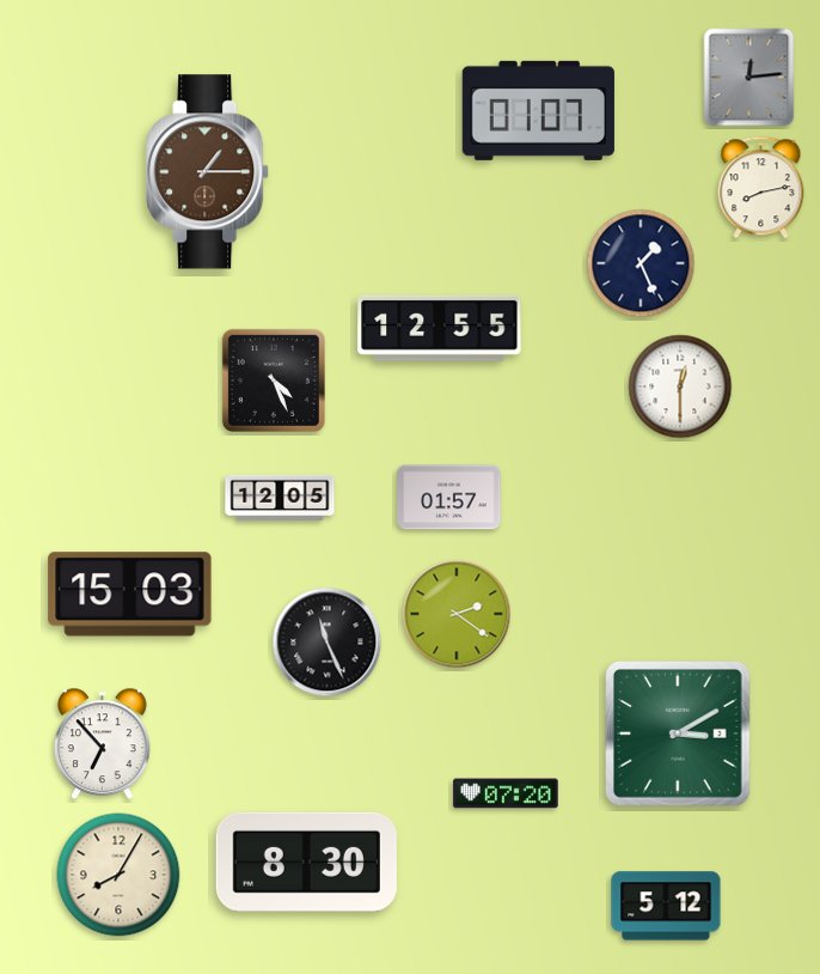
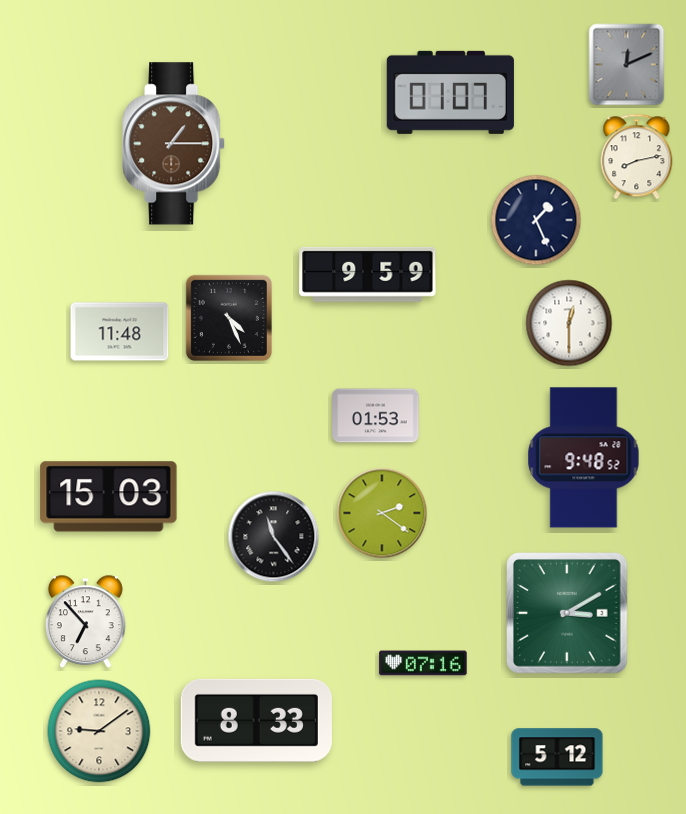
clock at (749, 78): 12:14 -> 12:11
clock at (440, 328): 12:55 -> 9:59
clock at (120, 332): none -> 11:48
clock at (280, 497): 12:05 -> none
clock at (449, 498): 01:57 -> 01:53
clock at (584, 458): none -> 9:48
clock at (328, 643): 11:26 -> 11:24
clock at (506, 793): 07:20 -> 07:16
clock at (306, 862): 8:30 -> 8:33
clock at (118, 875): 8:05 -> 9:09
